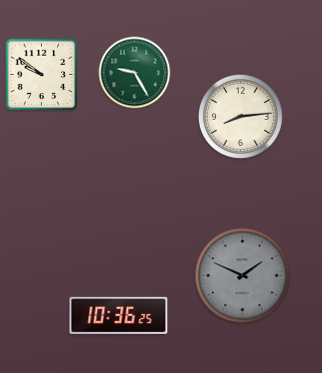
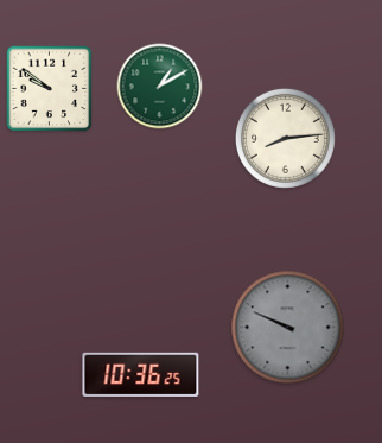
clock at (135, 73): 9:25 -> 1:10
clock at (243, 276): 1:49 -> 9:49
